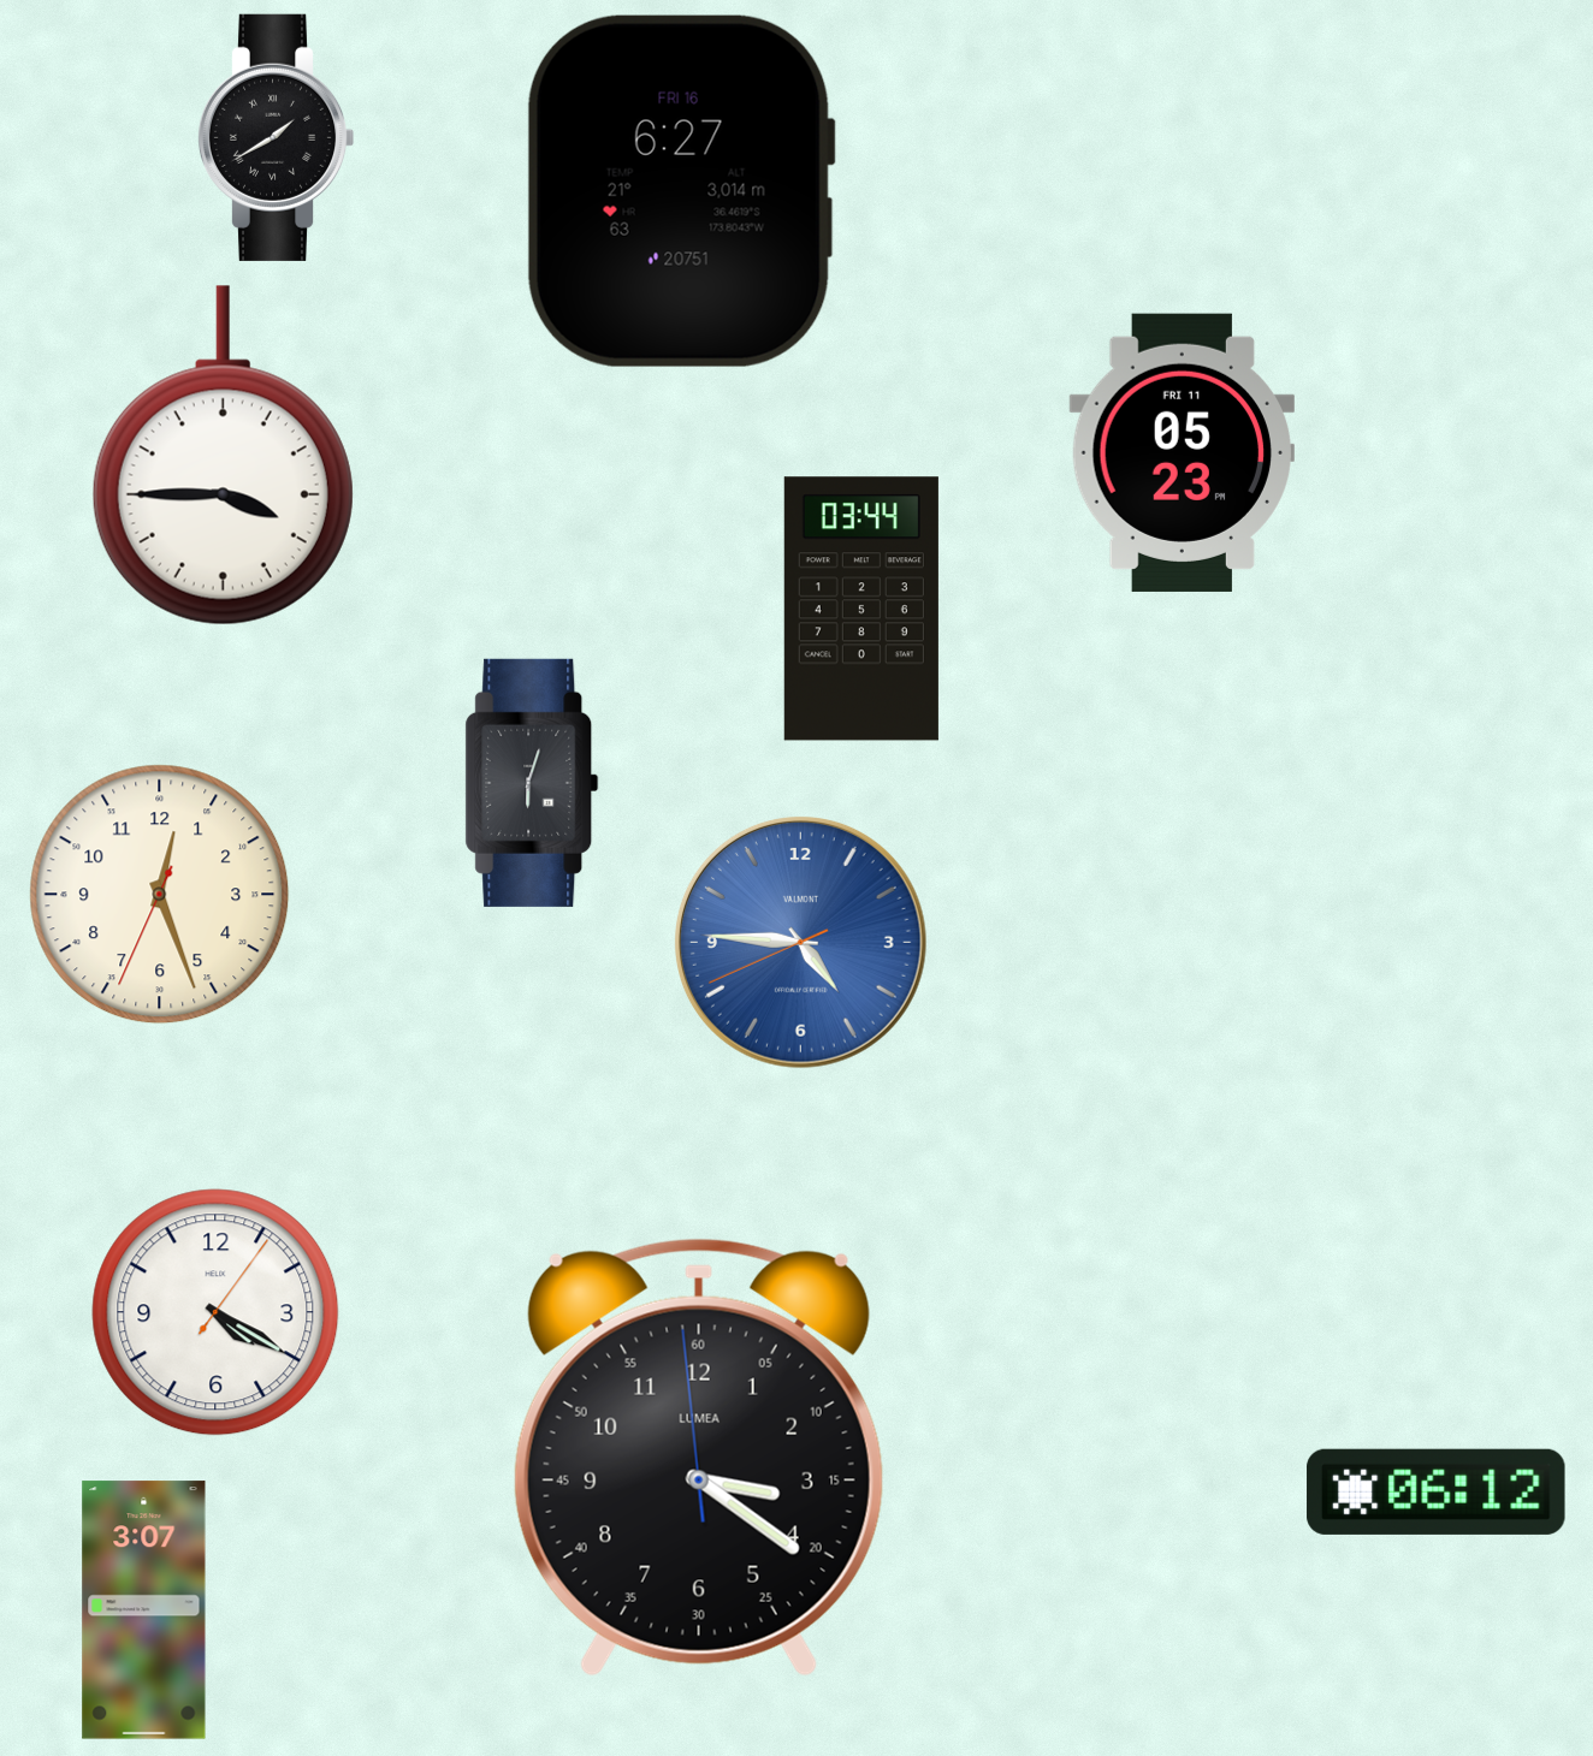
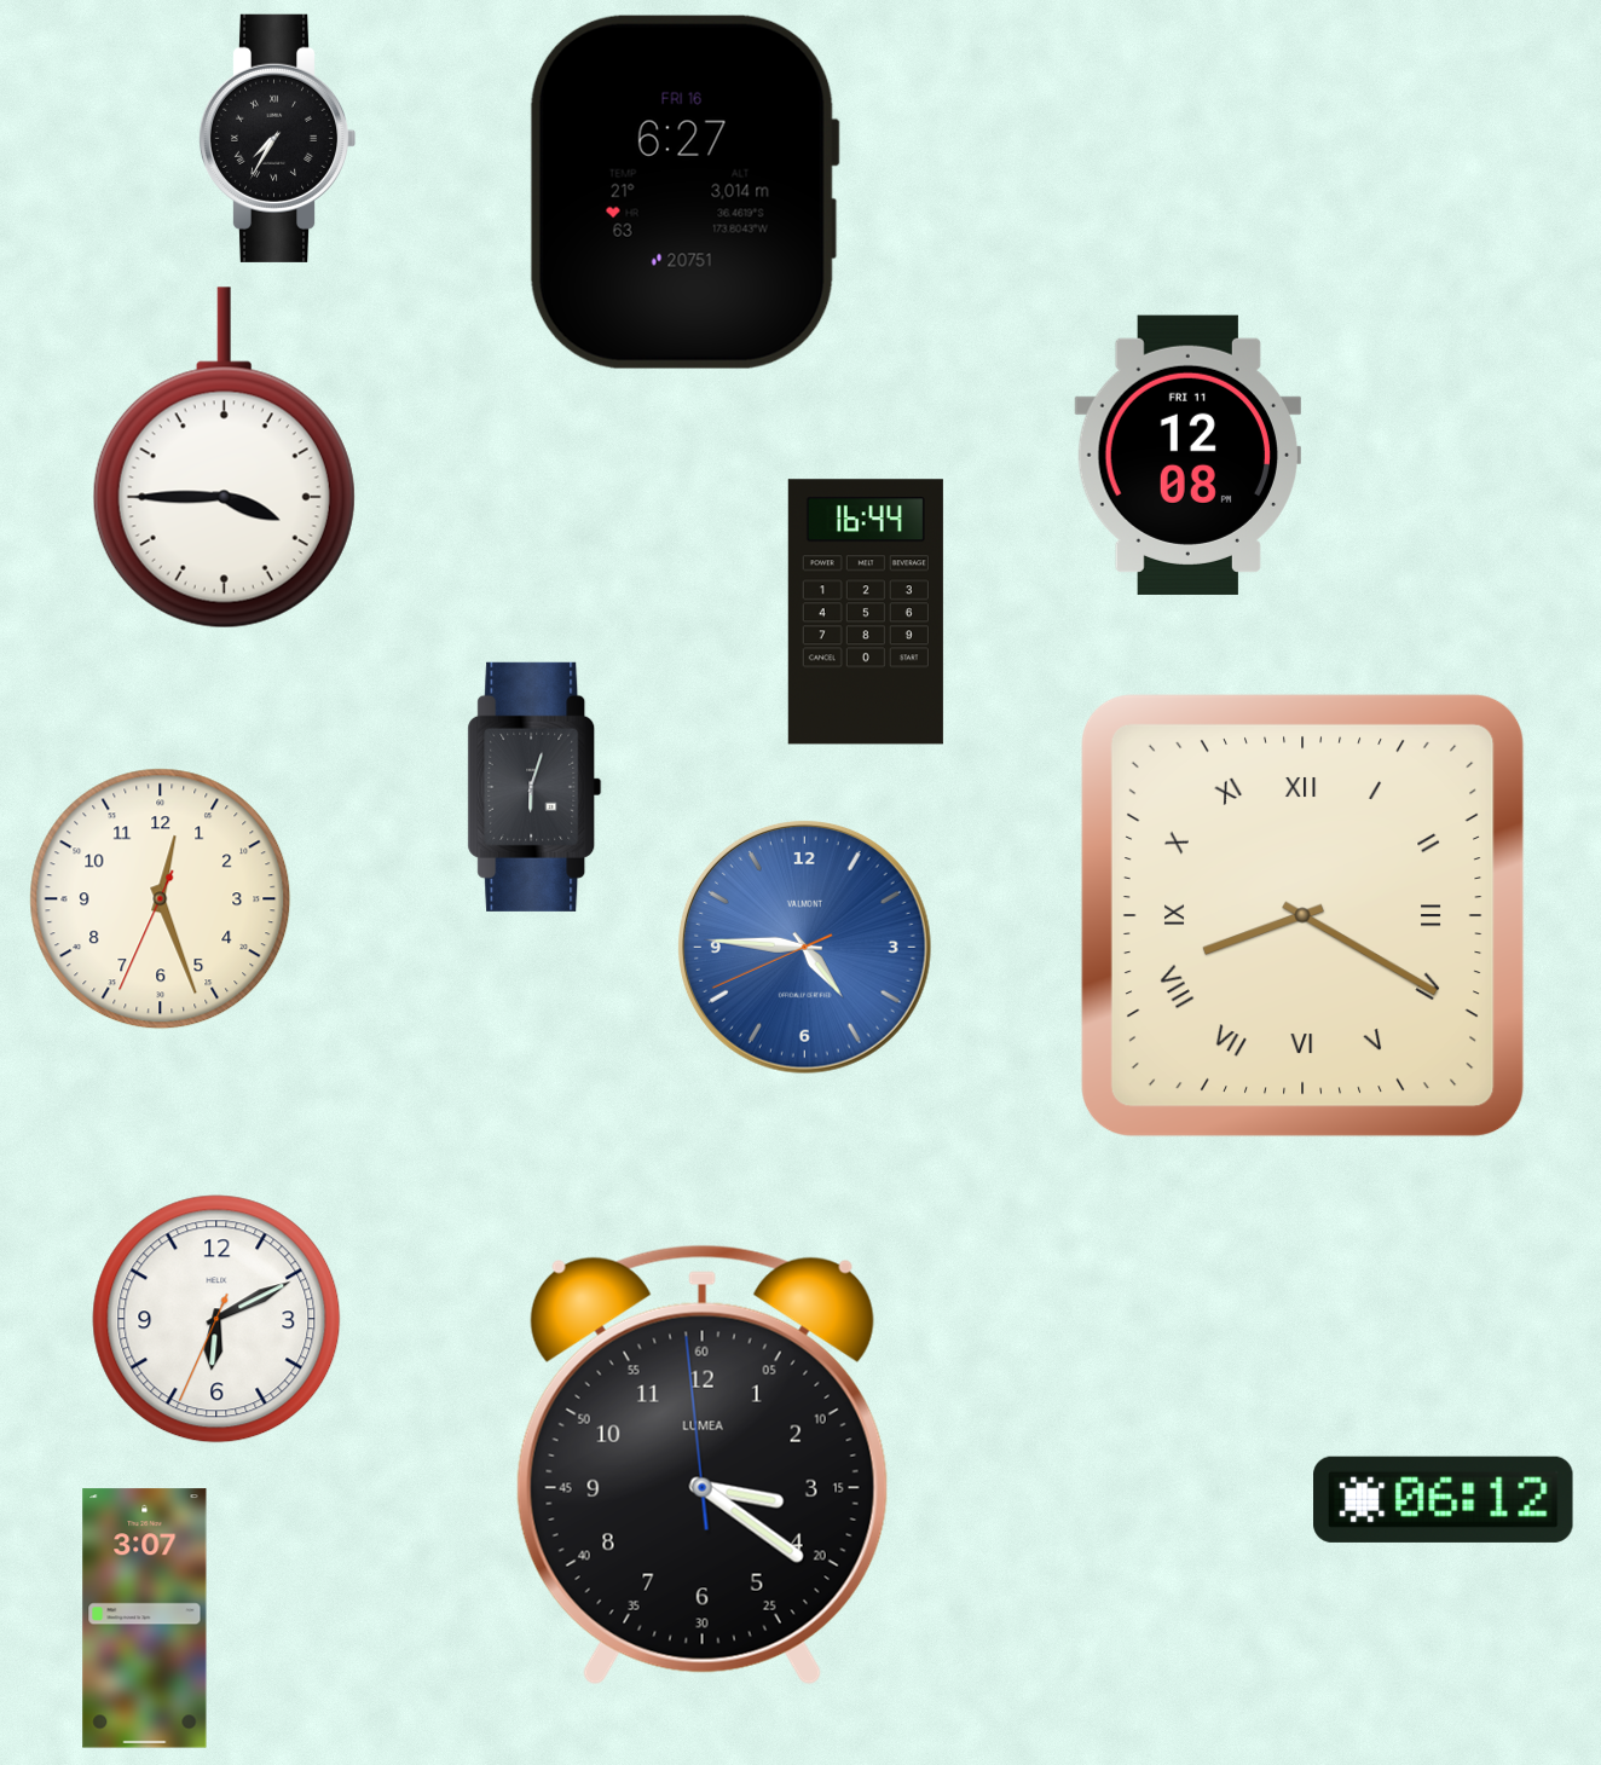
clock at (276, 137): 1:40 -> 7:35
clock at (1182, 452): 05:23 -> 12:08
clock at (861, 609): 03:44 -> 16:44
clock at (1302, 915): none -> 8:20
clock at (215, 1312): 4:20 -> 6:10
